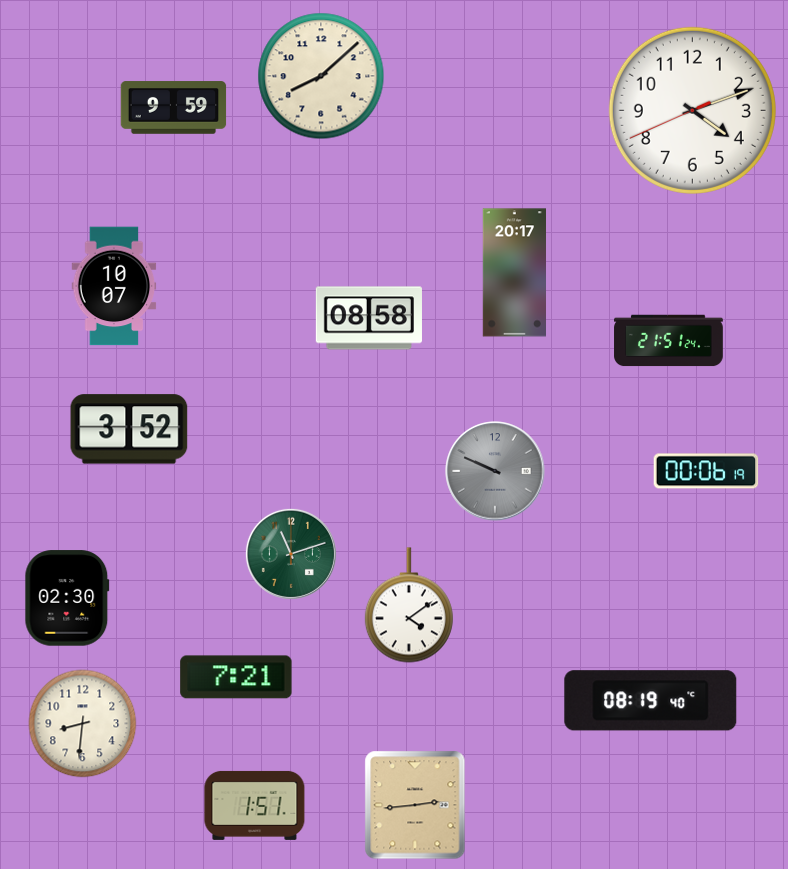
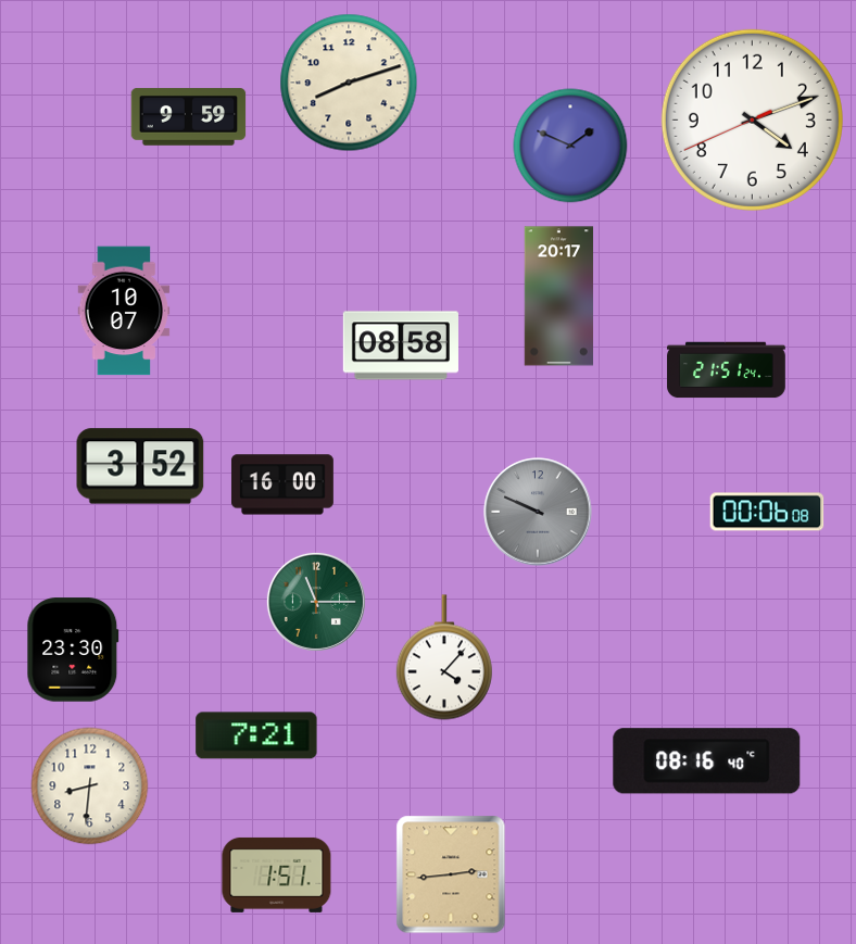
clock at (321, 76): 8:08 -> 8:12
clock at (570, 146): none -> 1:49
clock at (282, 484): none -> 16:00
clock at (706, 471): 00:06:19 -> 00:06:08
clock at (291, 554): 11:12 -> 11:15
clock at (67, 598): 02:30 -> 23:30
clock at (409, 605): 4:09 -> 4:07
clock at (651, 701): 08:19 -> 08:16
